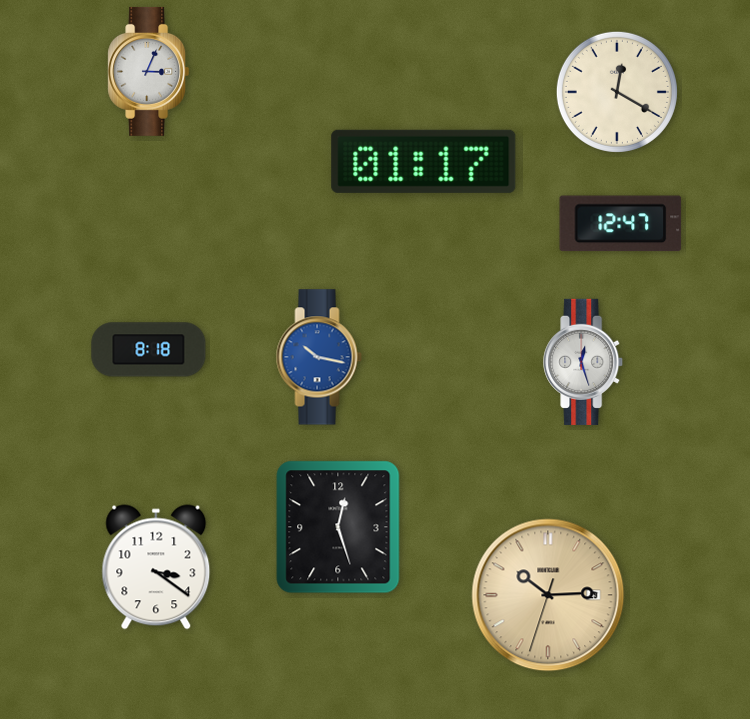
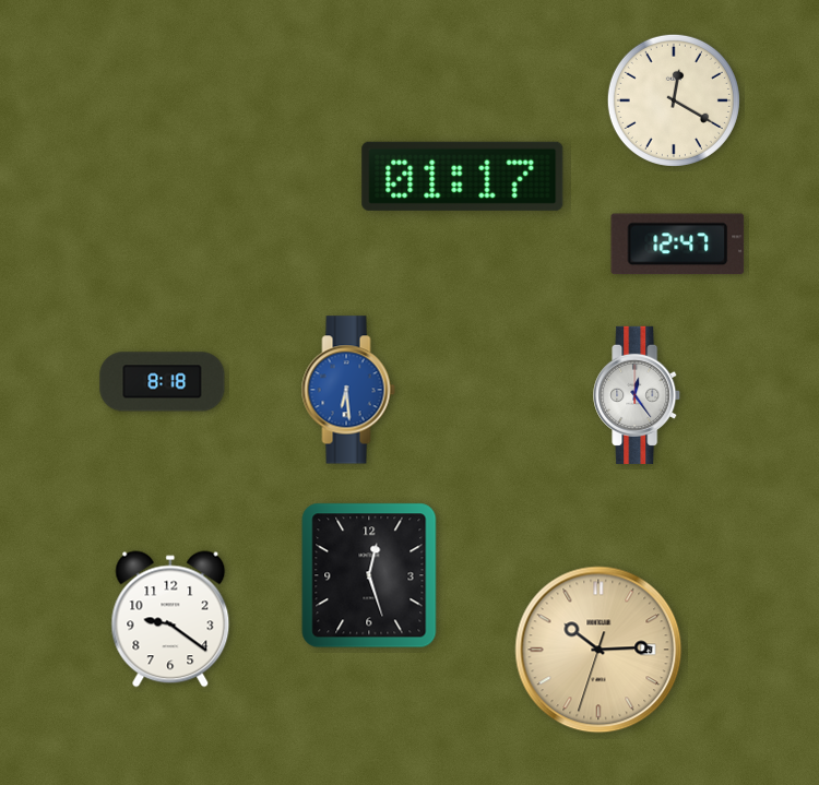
clock at (149, 71): 3:04 -> none
clock at (319, 357): 10:17 -> 6:29
clock at (584, 362): 12:27 -> 12:24
clock at (156, 567): 3:21 -> 9:21
